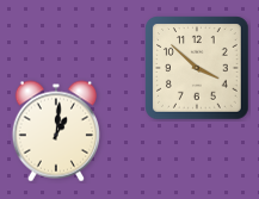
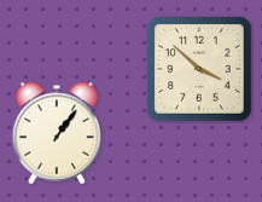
clock at (55, 131): 1:01 -> 1:06
